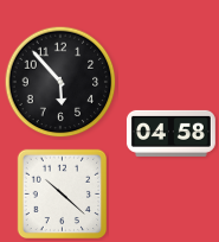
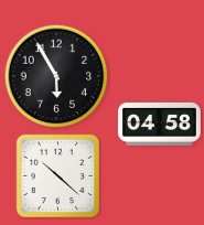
clock at (60, 82): 5:53 -> 5:55
clock at (63, 195) position: (63, 195) -> (58, 176)
